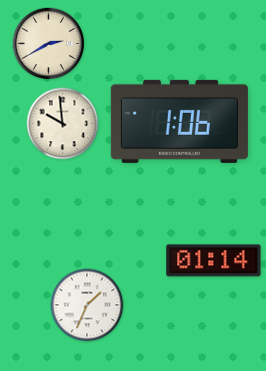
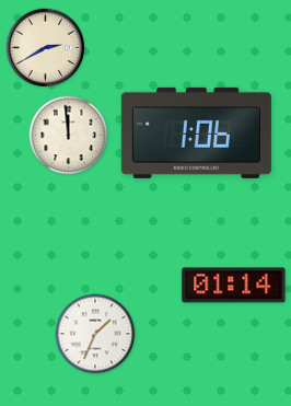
clock at (49, 44) position: (49, 44) -> (46, 48)
clock at (63, 124): 9:59 -> 11:59
